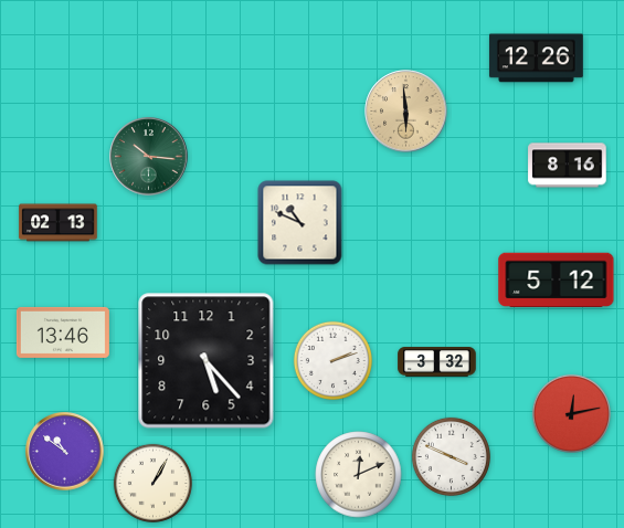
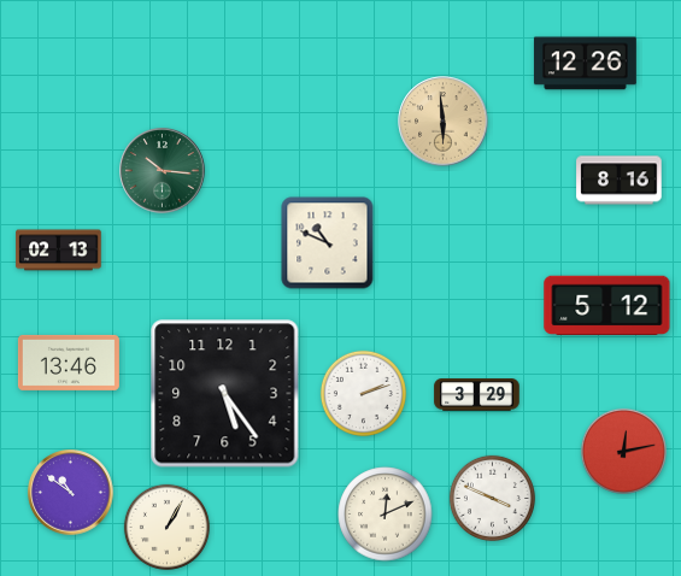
clock at (59, 223) position: (59, 223) -> (59, 251)
clock at (207, 361): 5:23 -> 5:24
clock at (437, 362): 3:32 -> 3:29
clock at (359, 475) position: (359, 475) -> (386, 515)
